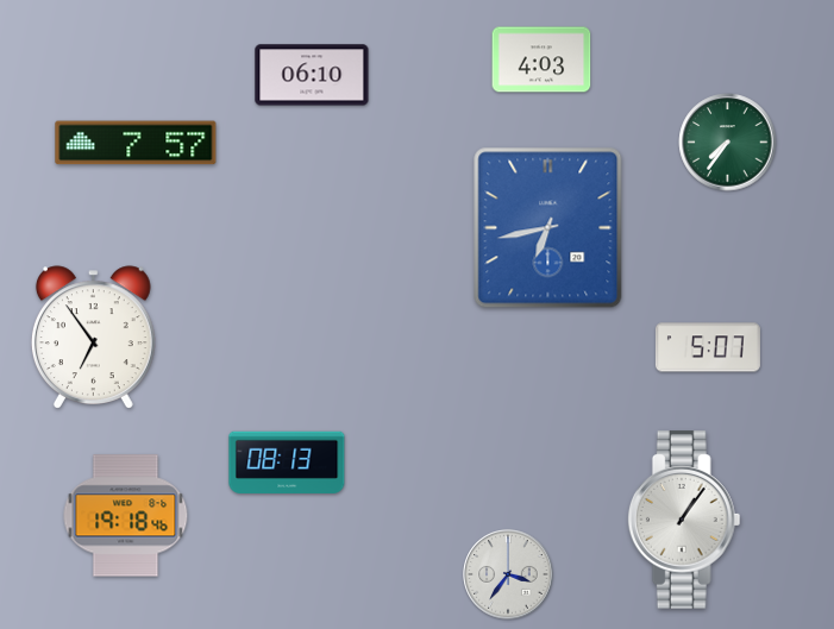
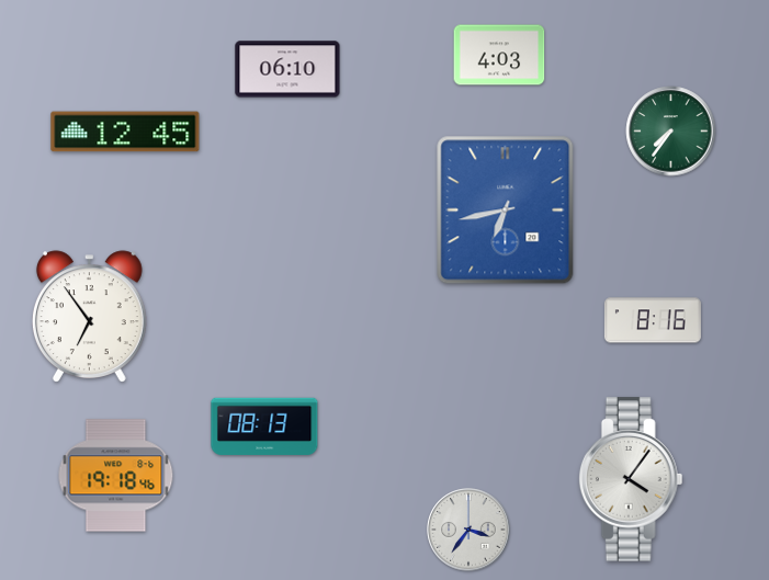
clock at (136, 143): 7:57 -> 12:45
clock at (93, 338) position: (93, 338) -> (89, 317)
clock at (708, 347): 5:07 -> 8:16
clock at (684, 520): 1:06 -> 4:06
